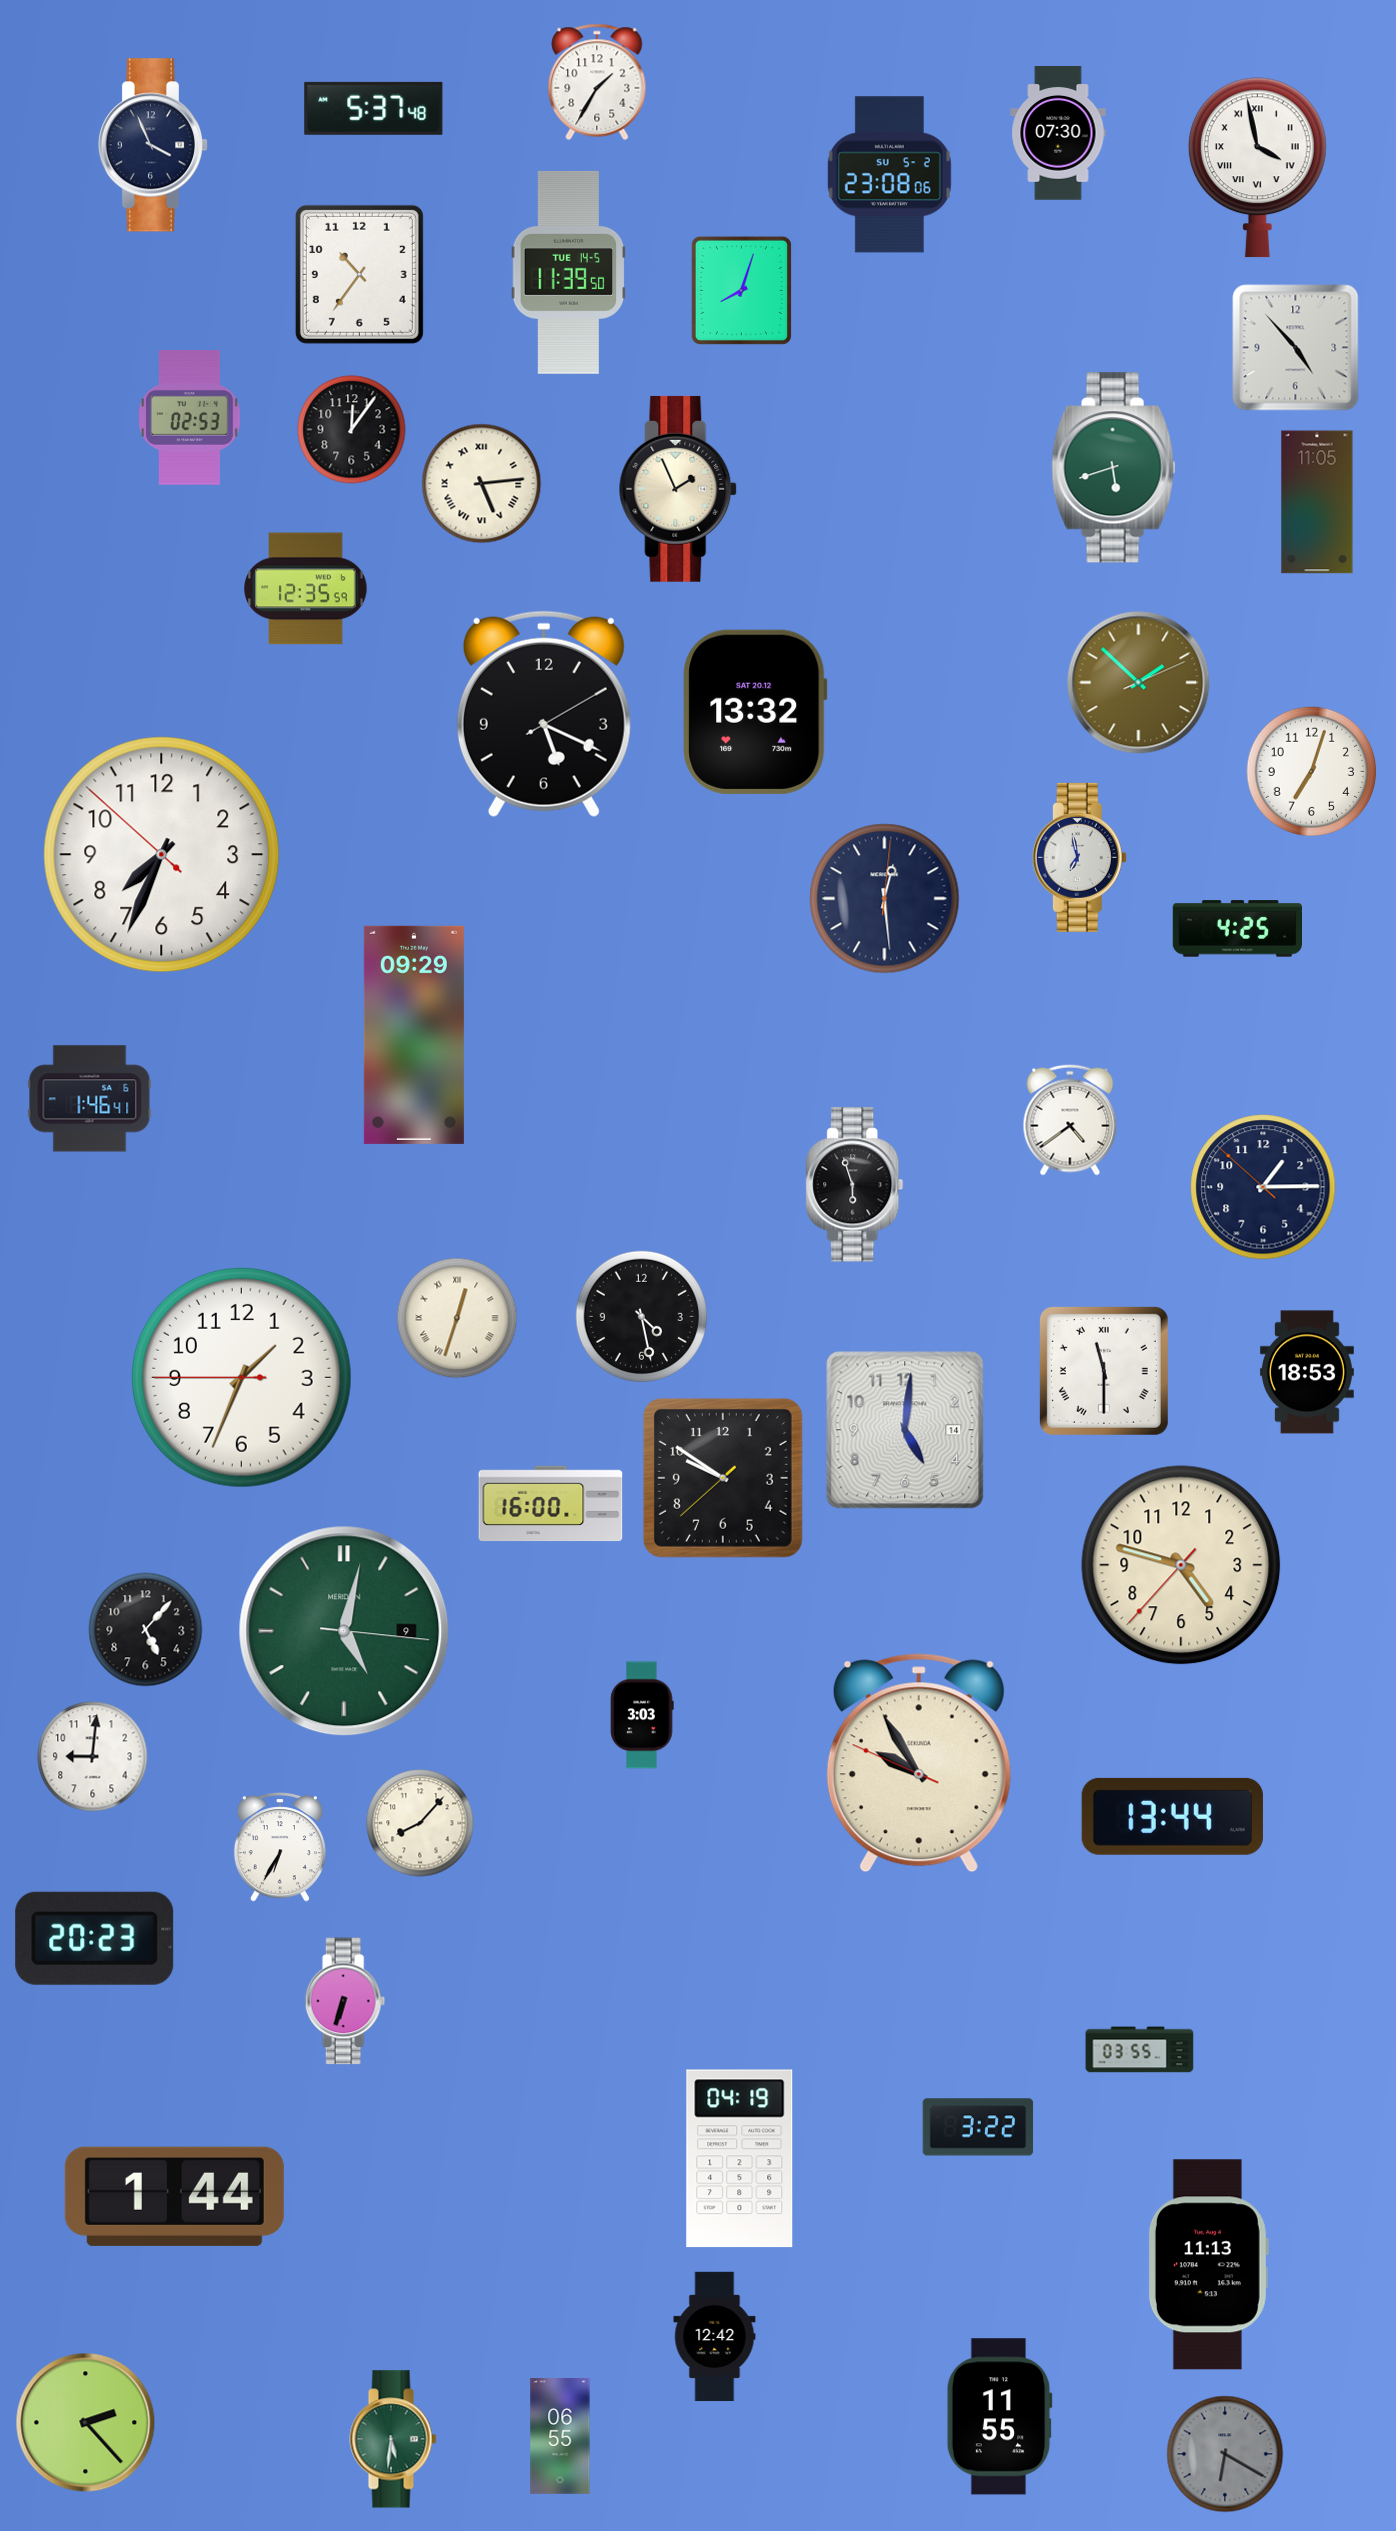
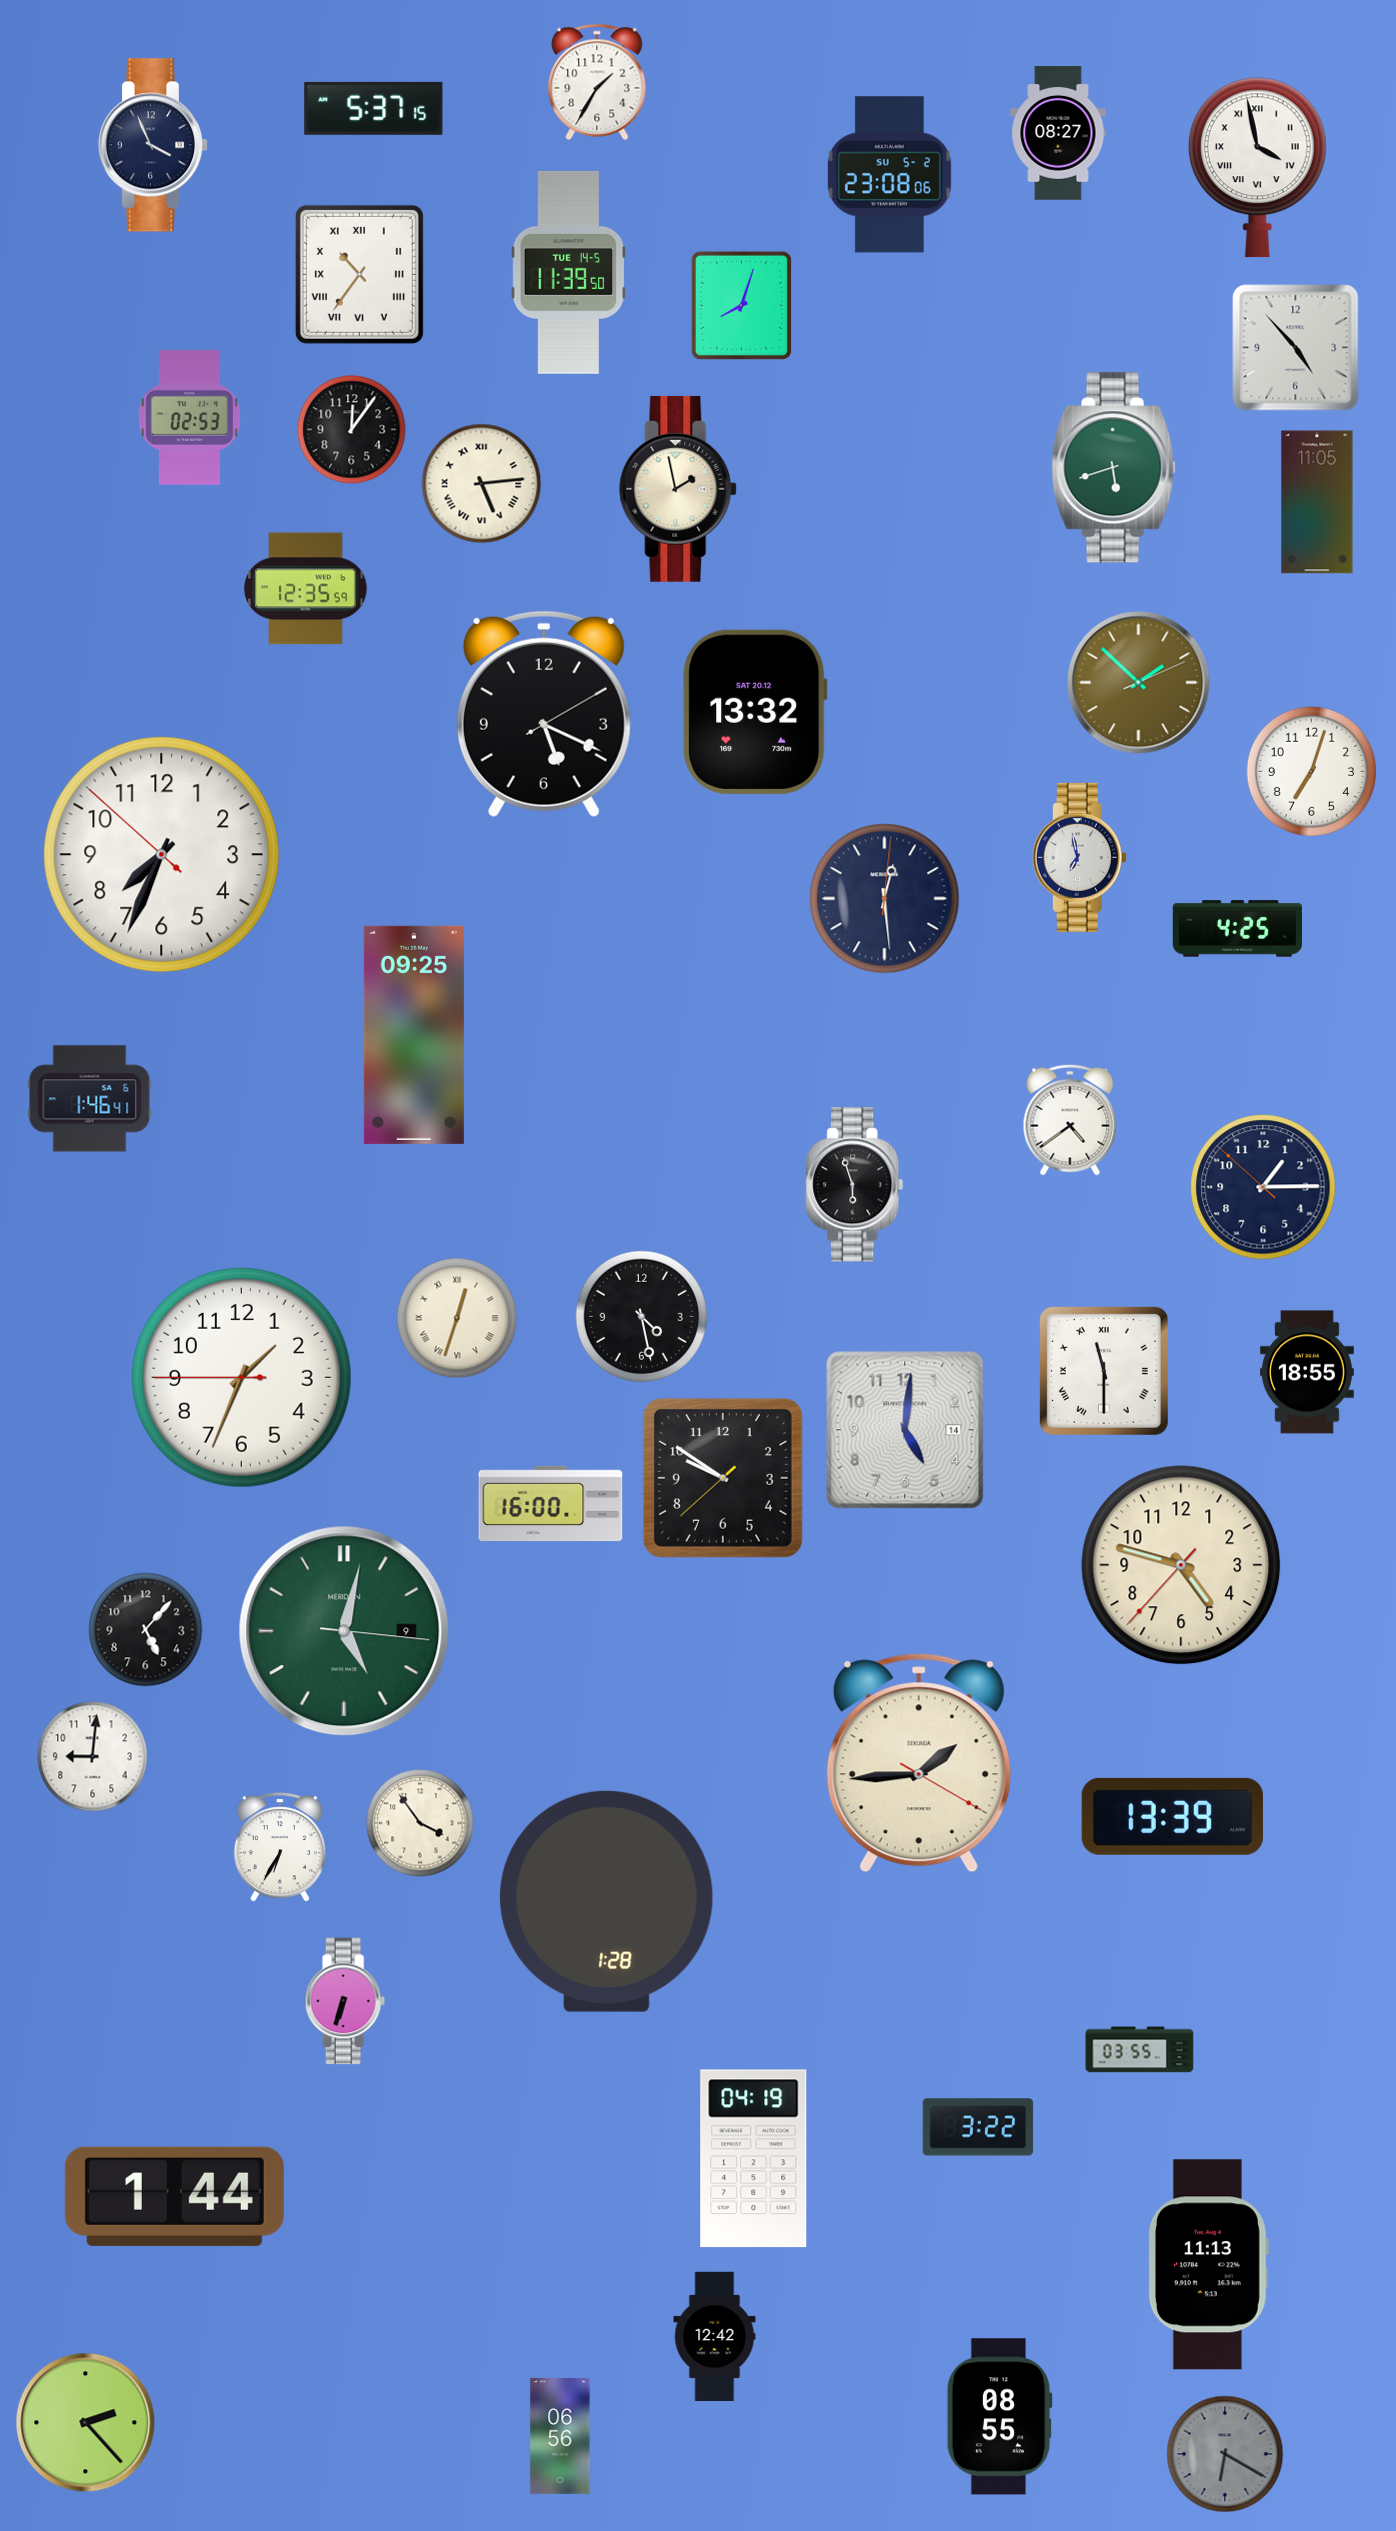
clock at (374, 108): 5:37:48 -> 5:37:15
clock at (1058, 133): 07:30 -> 08:27
clock at (359, 274) numerals: Arabic -> Roman
clock at (741, 290) position: (741, 290) -> (741, 305)
clock at (679, 489): 1:56 -> 1:58
clock at (414, 1035): 09:29 -> 09:25
clock at (1307, 1372): 18:53 -> 18:55
clock at (642, 1715): 3:03 -> none
clock at (919, 1763): 9:54 -> 1:44
clock at (1172, 1816): 13:44 -> 13:39
clock at (420, 1823): 8:07 -> 3:54
clock at (606, 1901): none -> 1:28
clock at (95, 1938): 20:23 -> none
clock at (740, 2159) position: (740, 2159) -> (754, 2159)
clock at (999, 2417): 11:55 -> 08:55
clock at (560, 2436): 06:55 -> 06:56
clock at (393, 2439): 5:31 -> none
